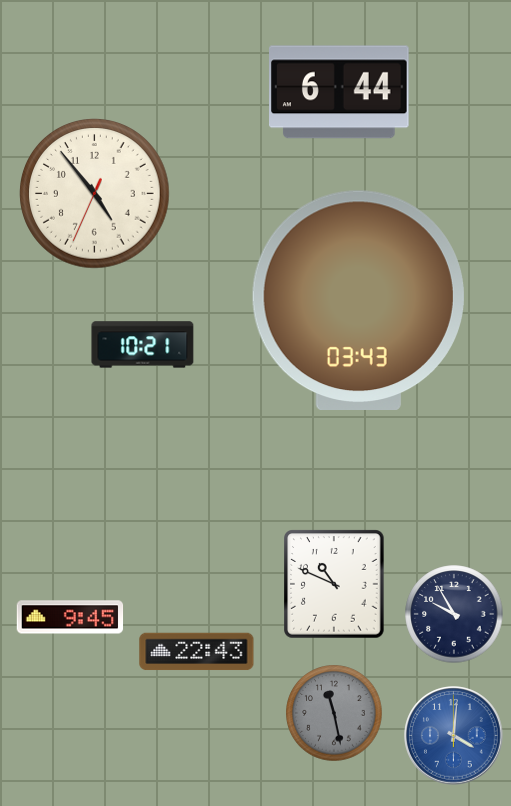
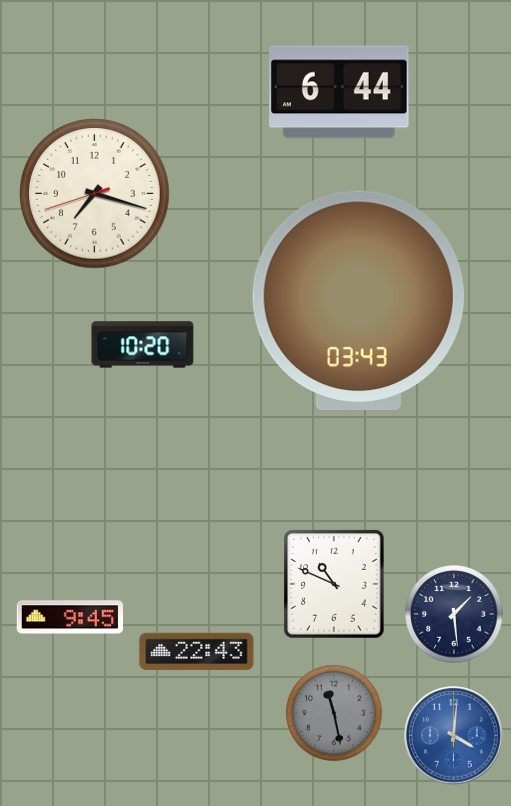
clock at (95, 194): 4:53 -> 7:17
clock at (143, 345): 10:21 -> 10:20
clock at (454, 614): 9:55 -> 1:29
